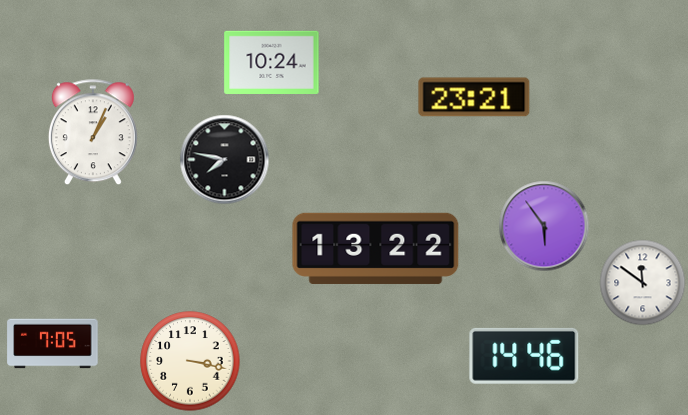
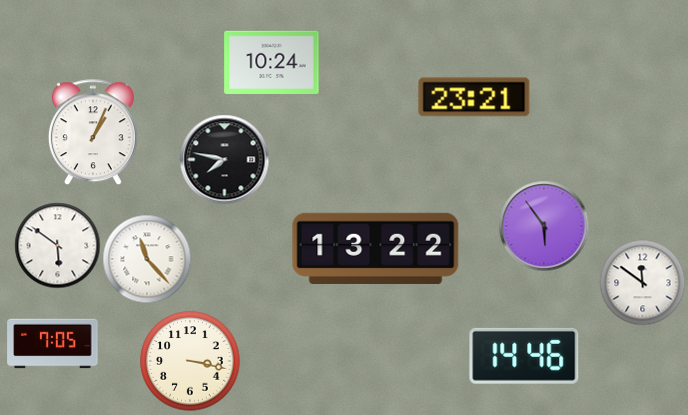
clock at (57, 245): none -> 5:51
clock at (147, 259): none -> 11:23
